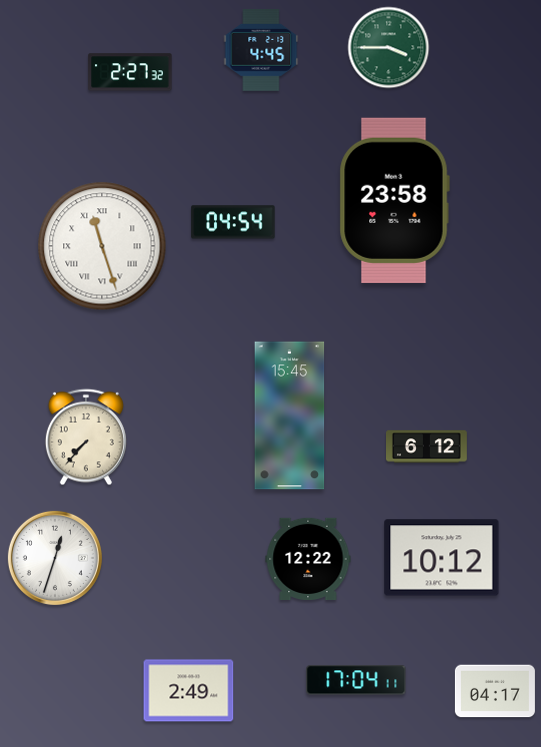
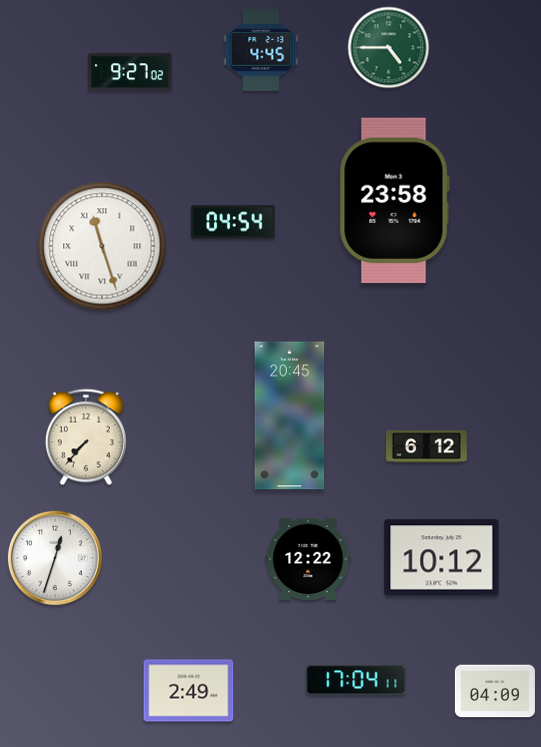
clock at (389, 48): 3:45 -> 4:45
clock at (130, 72): 2:27 -> 9:27
clock at (290, 416): 15:45 -> 20:45
clock at (495, 691): 04:17 -> 04:09
